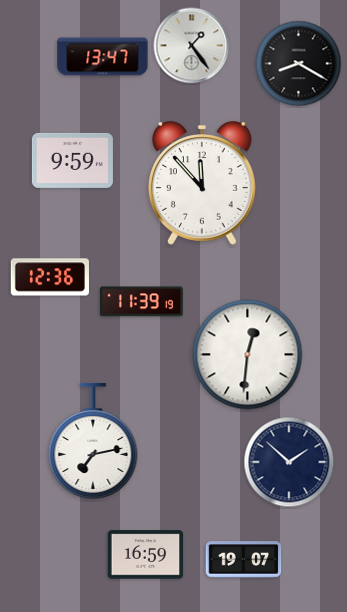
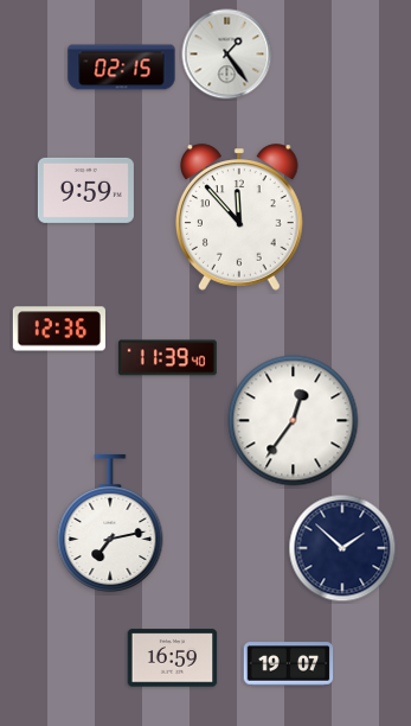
clock at (103, 57): 13:47 -> 02:15
clock at (299, 64): 8:20 -> none
clock at (141, 302): 11:39:19 -> 11:39:40
clock at (248, 355): 12:31 -> 12:36
